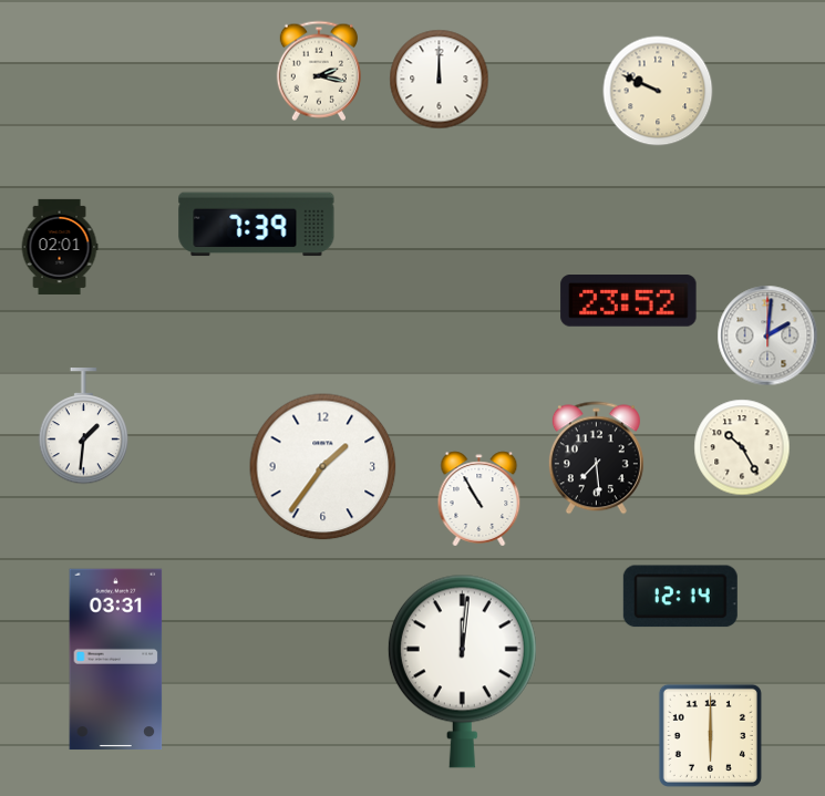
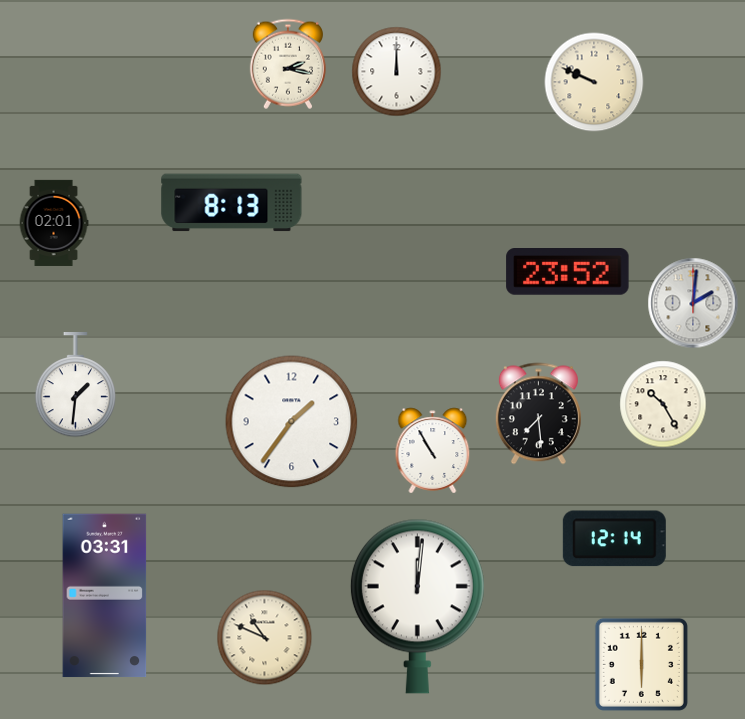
clock at (257, 225): 7:39 -> 8:13
clock at (742, 447) position: (742, 447) -> (663, 404)
clock at (265, 638): none -> 10:49
